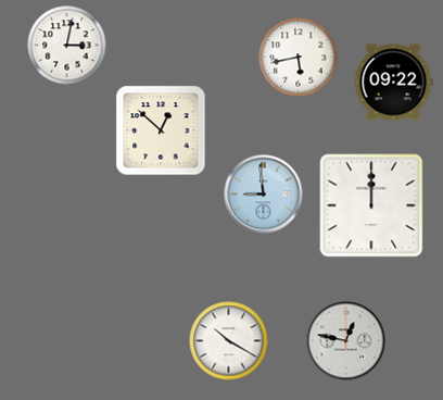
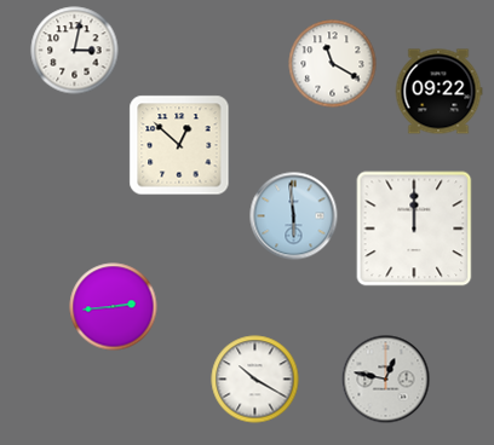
clock at (299, 58): 5:43 -> 11:20
clock at (264, 195): 8:59 -> 5:59
clock at (114, 307): none -> 2:44
